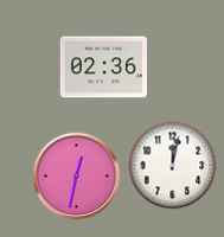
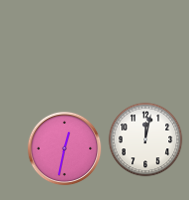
clock at (103, 68): 02:36 -> none
